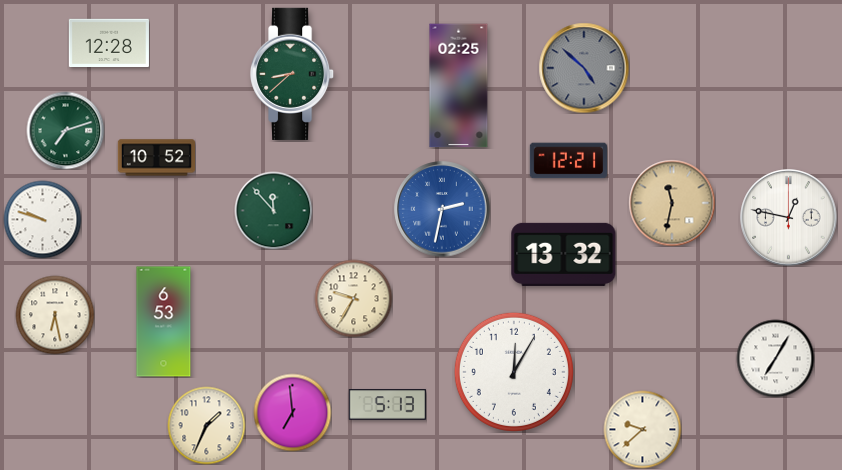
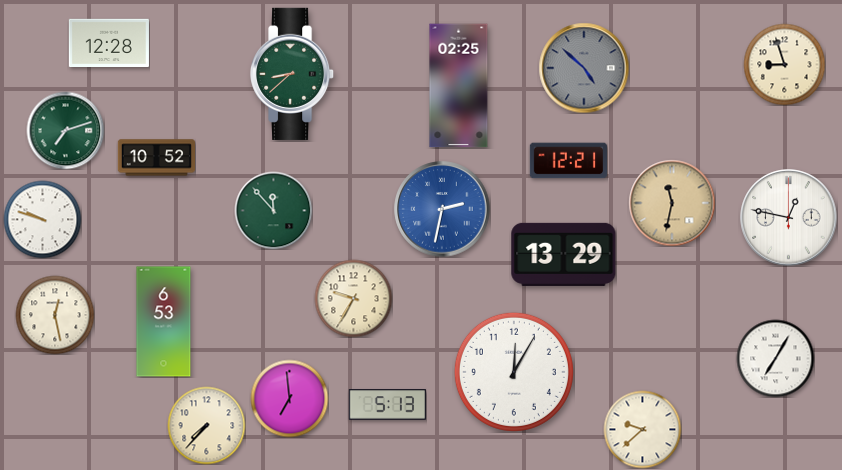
clock at (784, 64): none -> 8:57
clock at (564, 254): 13:32 -> 13:29
clock at (55, 315): 6:28 -> 12:28
clock at (292, 412) position: (292, 412) -> (289, 398)
clock at (206, 425): 1:34 -> 7:37
